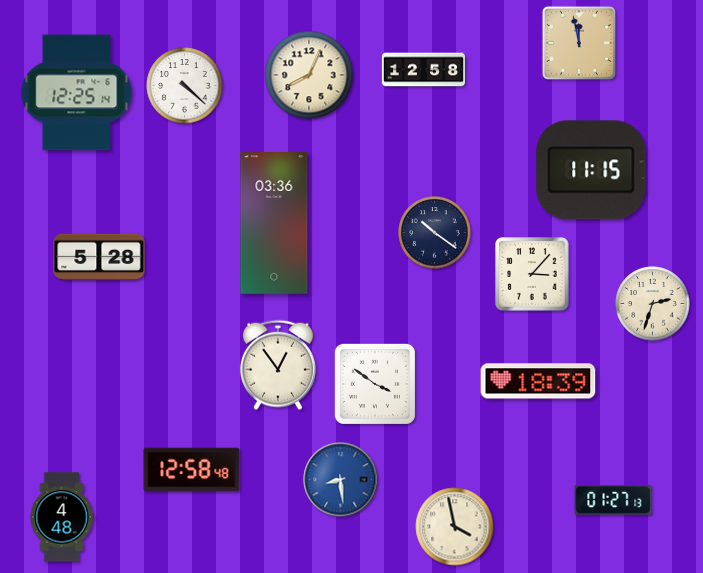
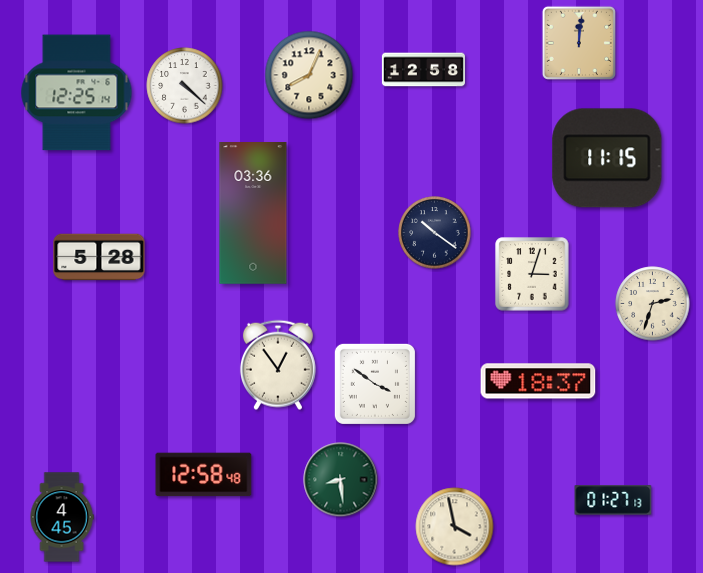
clock at (579, 43): 11:58 -> 12:01
clock at (591, 170) position: (591, 170) -> (607, 158)
clock at (274, 223) position: (274, 223) -> (253, 213)
clock at (532, 274): 3:07 -> 3:03
clock at (538, 381): 18:39 -> 18:37
clock at (192, 470) position: (192, 470) -> (204, 475)
clock at (341, 480) dial: blue -> green
clock at (62, 517): 4:48 -> 4:45
